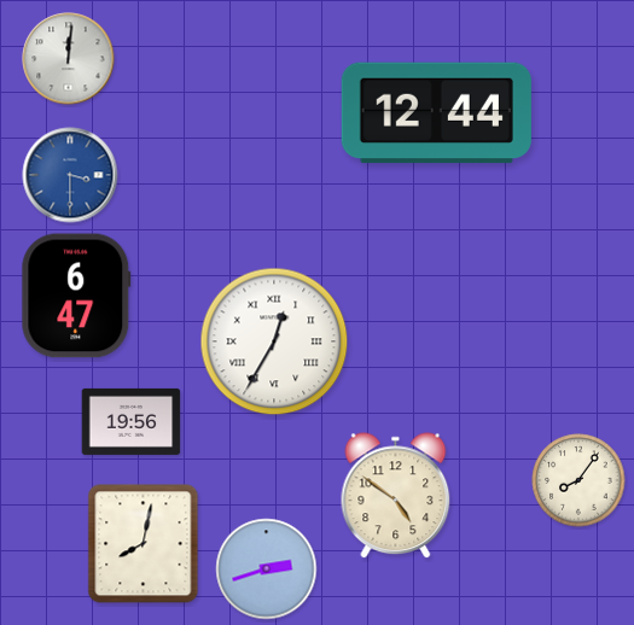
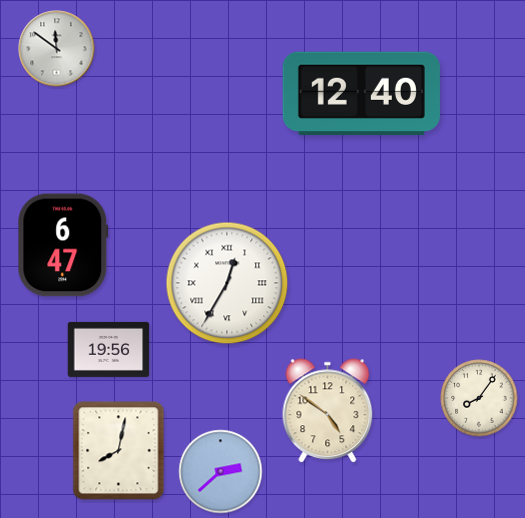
clock at (69, 59): 12:01 -> 11:51
clock at (436, 113): 12:44 -> 12:40
clock at (70, 175): 3:30 -> none
clock at (267, 569): 2:42 -> 2:38
